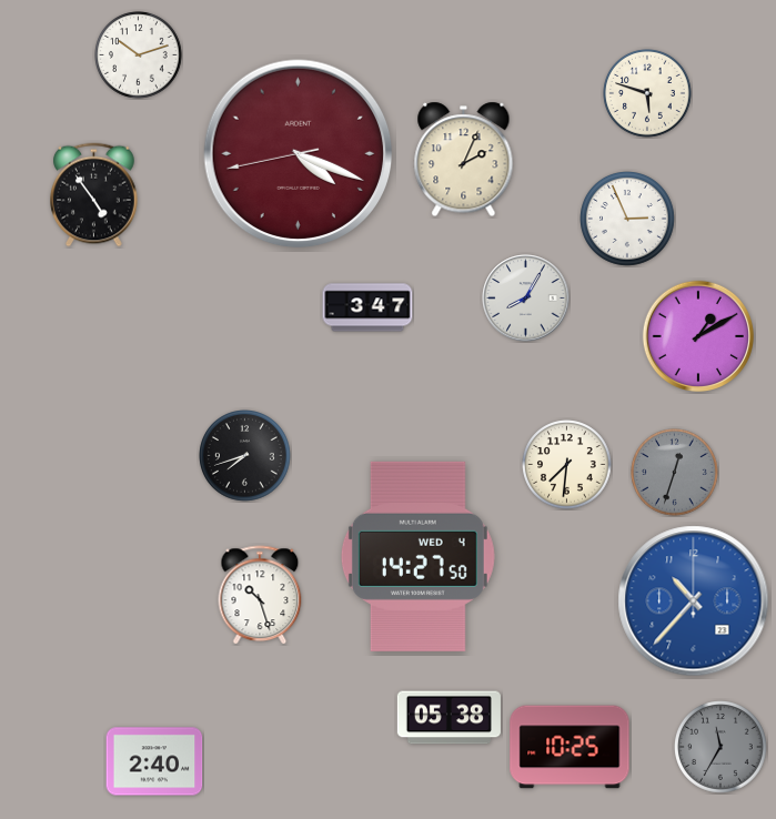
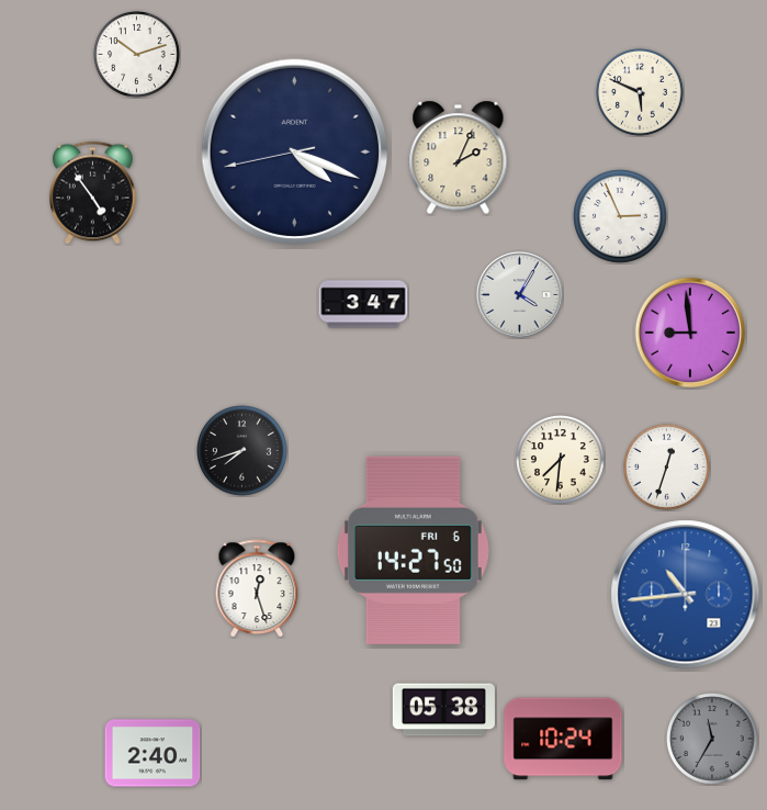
clock at (647, 93): 5:48 -> 5:49
clock at (299, 154) dial: burgundy -> navy
clock at (526, 299): 8:05 -> 4:05
clock at (697, 335): 1:10 -> 8:59
clock at (675, 473) dial: grey -> white
clock at (417, 556) date: WED 4 -> FRI 6
clock at (260, 595): 10:27 -> 12:27
clock at (694, 601): 10:37 -> 10:44
clock at (570, 747): 10:25 -> 10:24
